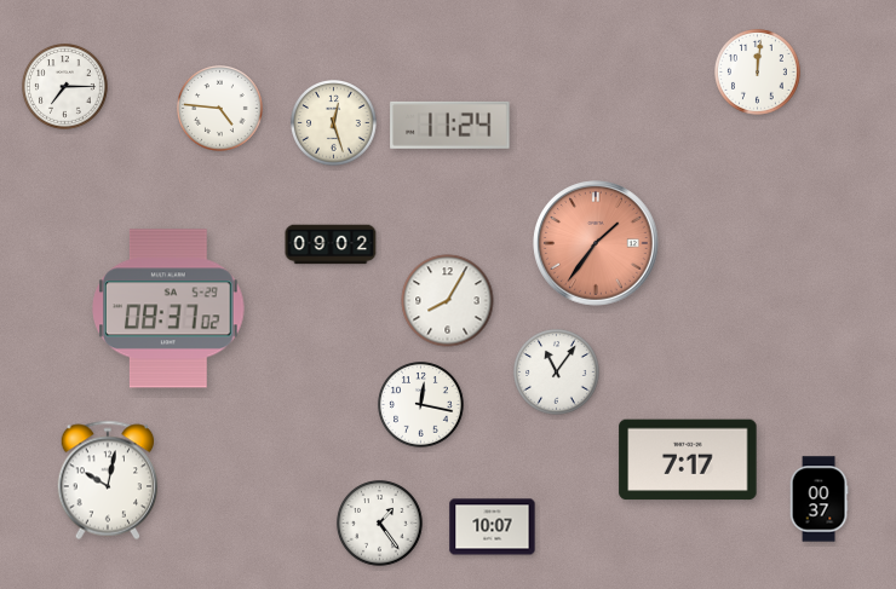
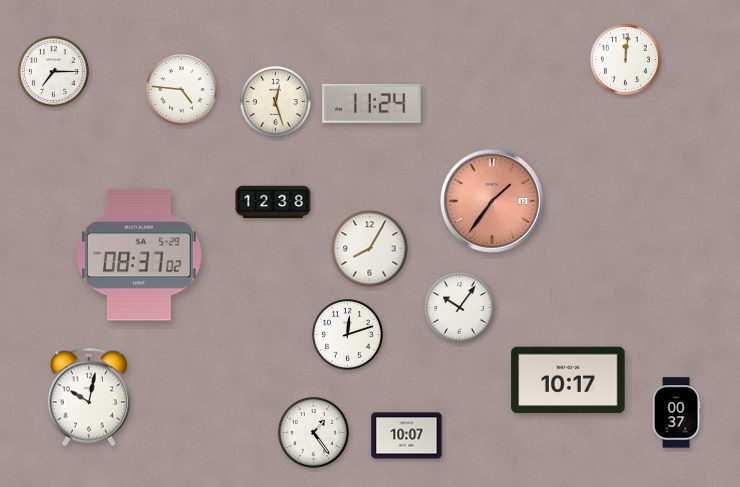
clock at (331, 244): 09:02 -> 12:38
clock at (557, 373): 11:06 -> 10:06
clock at (421, 405): 12:17 -> 12:12
clock at (688, 460): 7:17 -> 10:17
